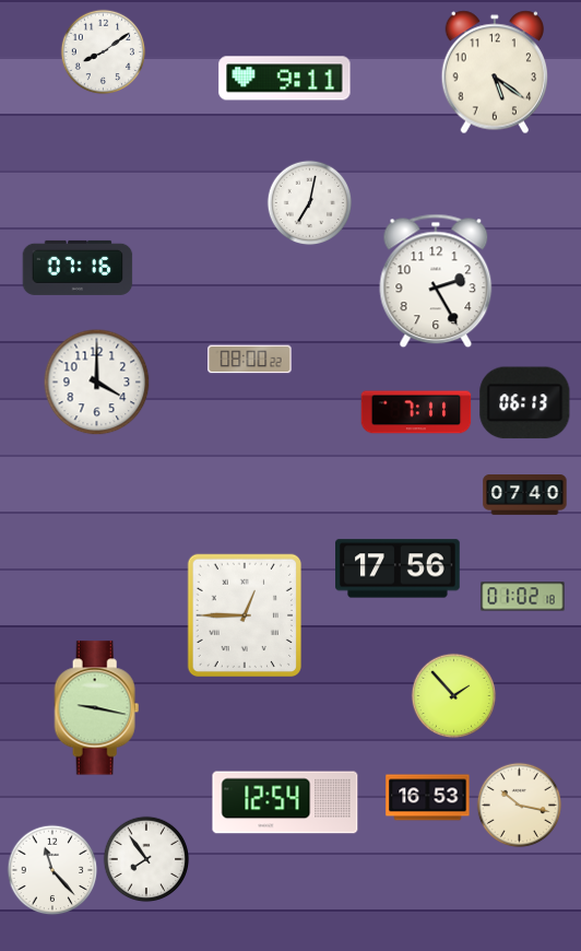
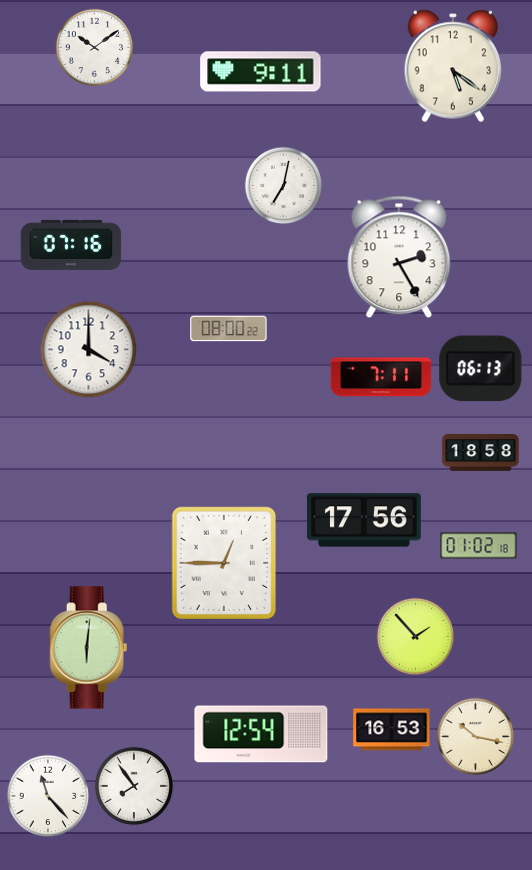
clock at (103, 51): 8:09 -> 10:09
clock at (525, 495): 07:40 -> 18:58
clock at (97, 708): 9:17 -> 6:01
